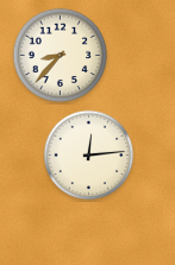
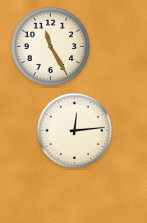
clock at (61, 56): 8:37 -> 11:25
